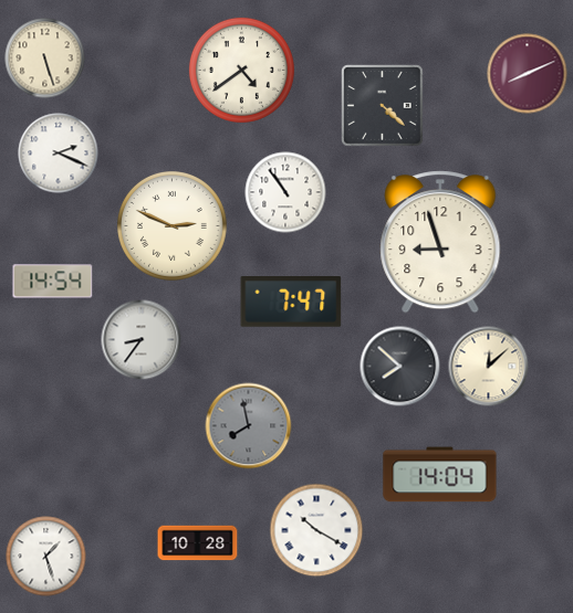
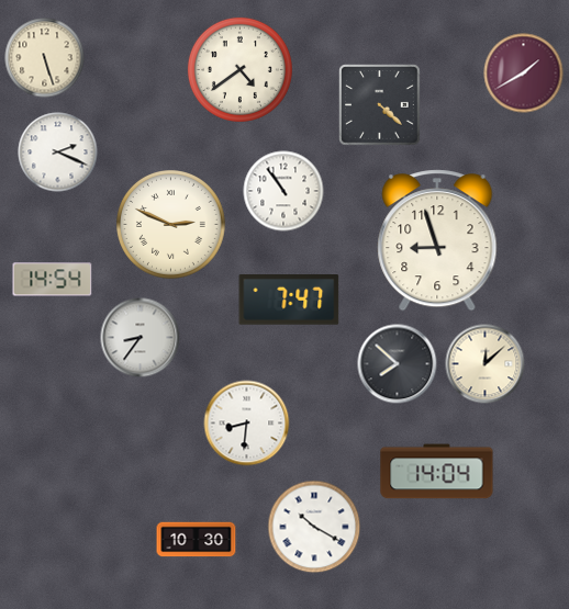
clock at (528, 74): 8:11 -> 1:40
clock at (249, 426): 7:58 -> 8:31
clock at (249, 426) dial: grey -> white
clock at (198, 543): 10:28 -> 10:30
clock at (46, 557): 1:27 -> none
